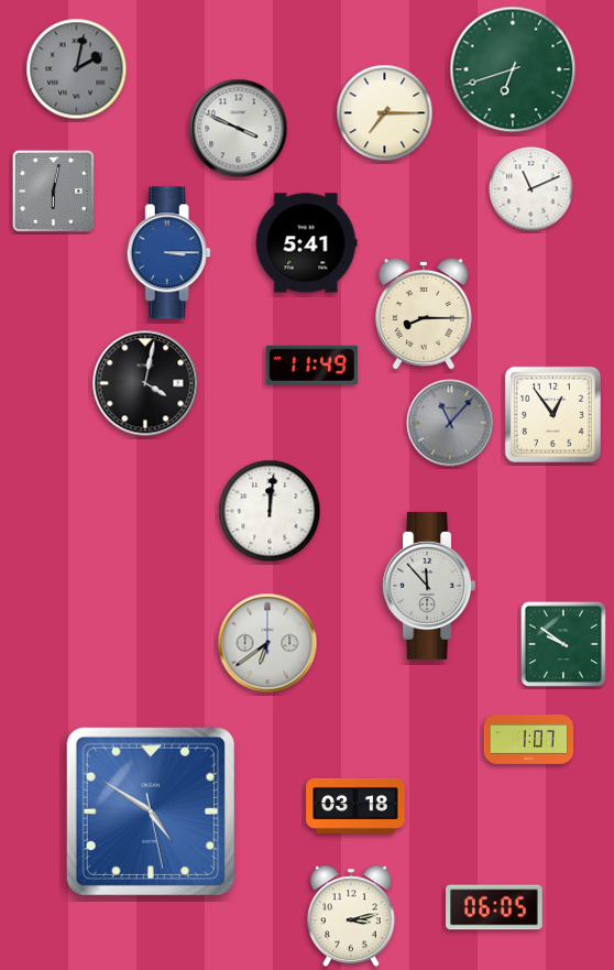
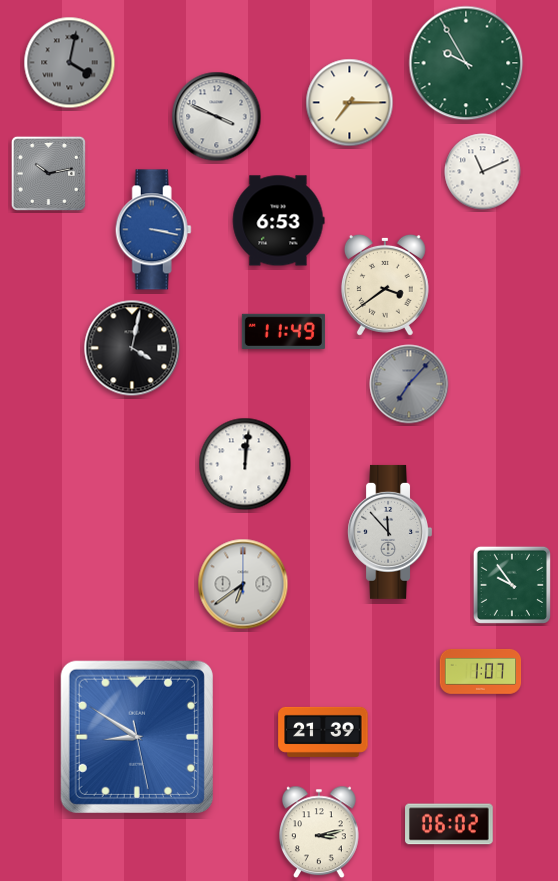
clock at (77, 69): 2:02 -> 4:02
clock at (513, 69): 6:42 -> 9:55
clock at (53, 190): 6:02 -> 10:13
clock at (306, 243): 5:41 -> 6:53
clock at (168, 253): 3:15 -> 3:17
clock at (424, 314): 8:15 -> 3:39
clock at (552, 414): 12:54 -> none
clock at (450, 423): 11:07 -> 7:07
clock at (563, 644): 9:51 -> 9:54
clock at (355, 806): 03:18 -> 21:39
clock at (151, 811): 4:50 -> 8:50
clock at (494, 907): 06:05 -> 06:02
